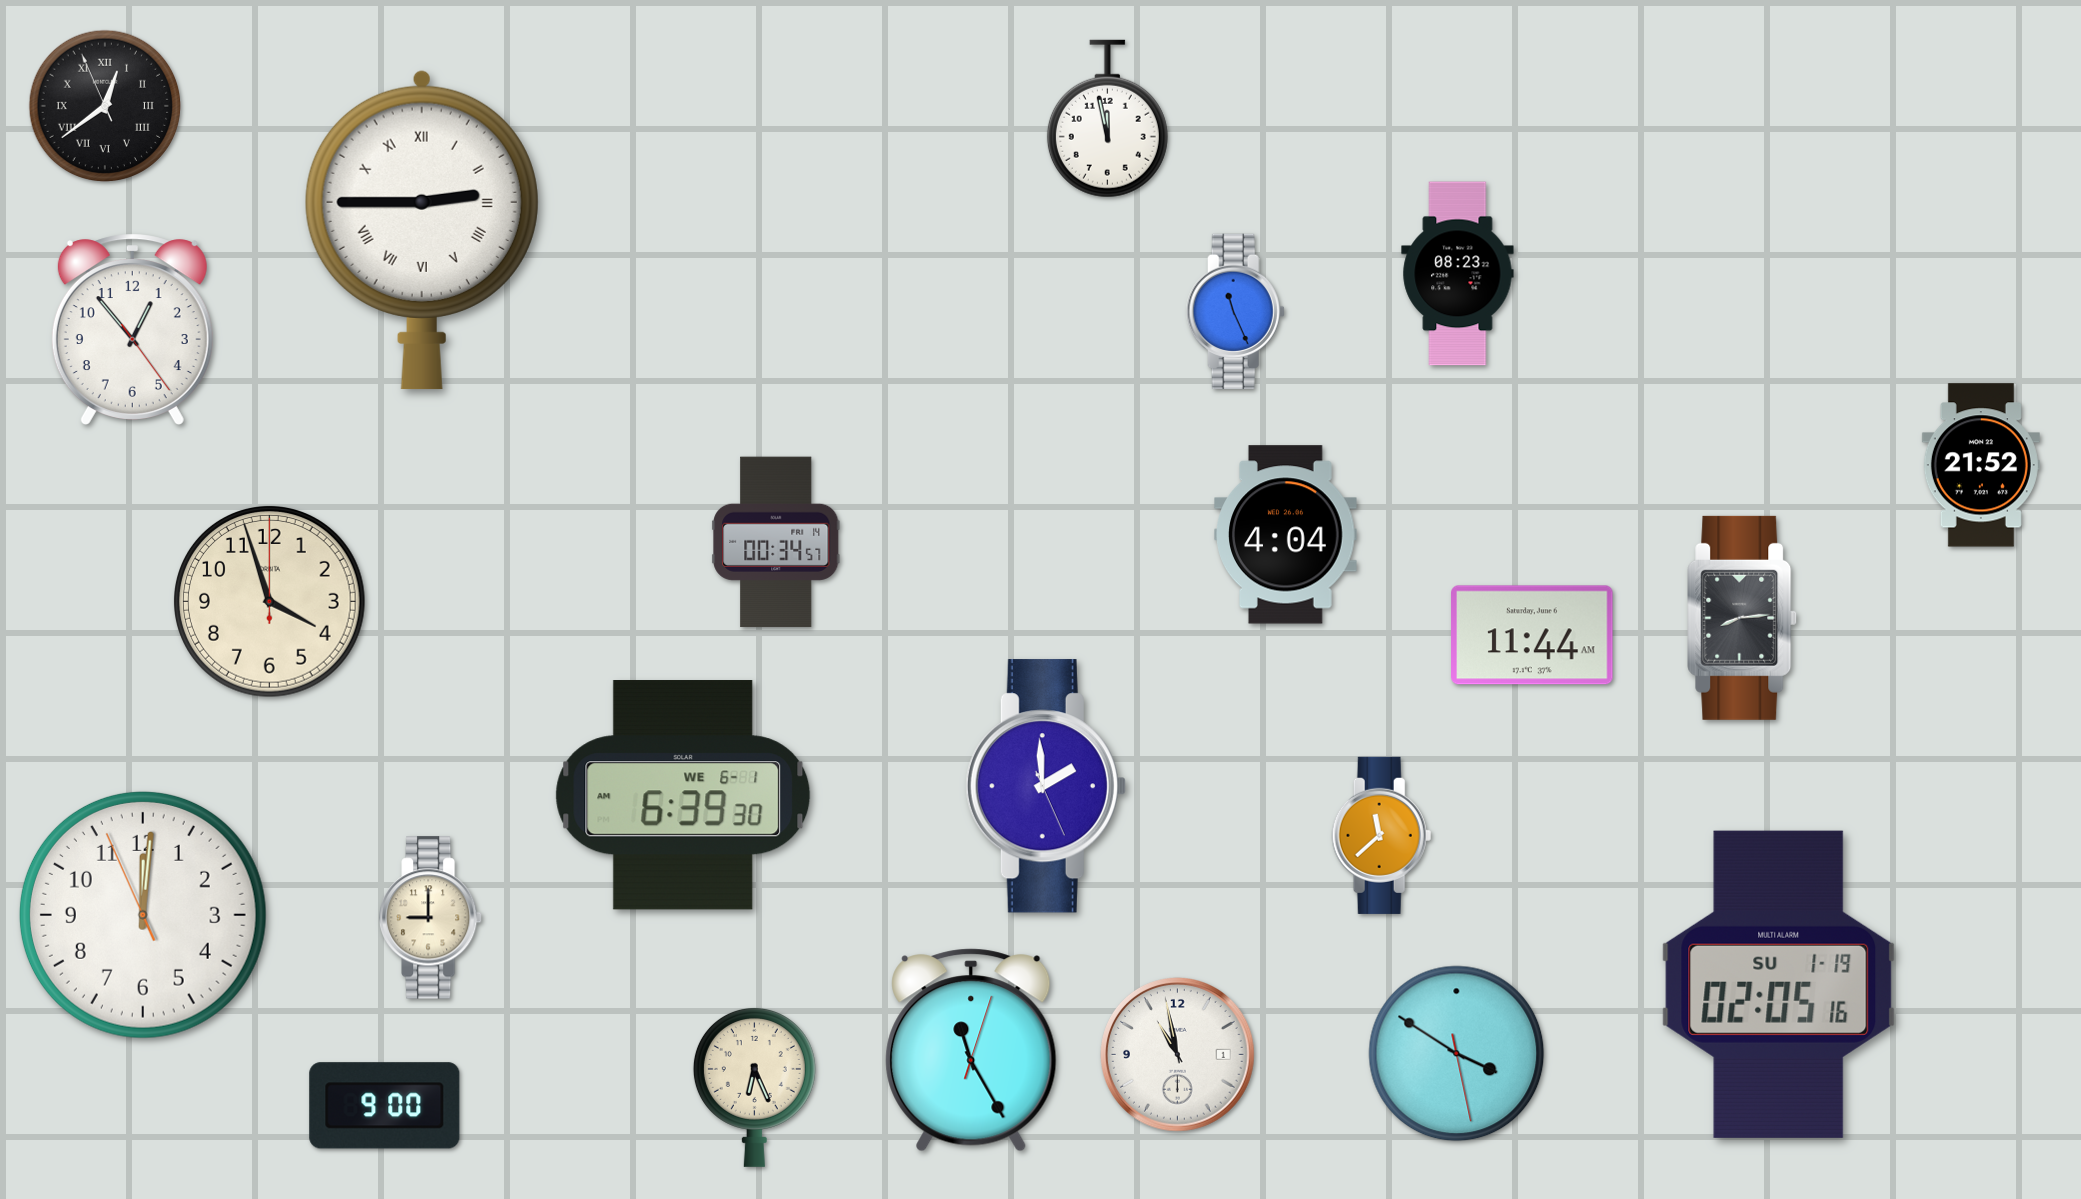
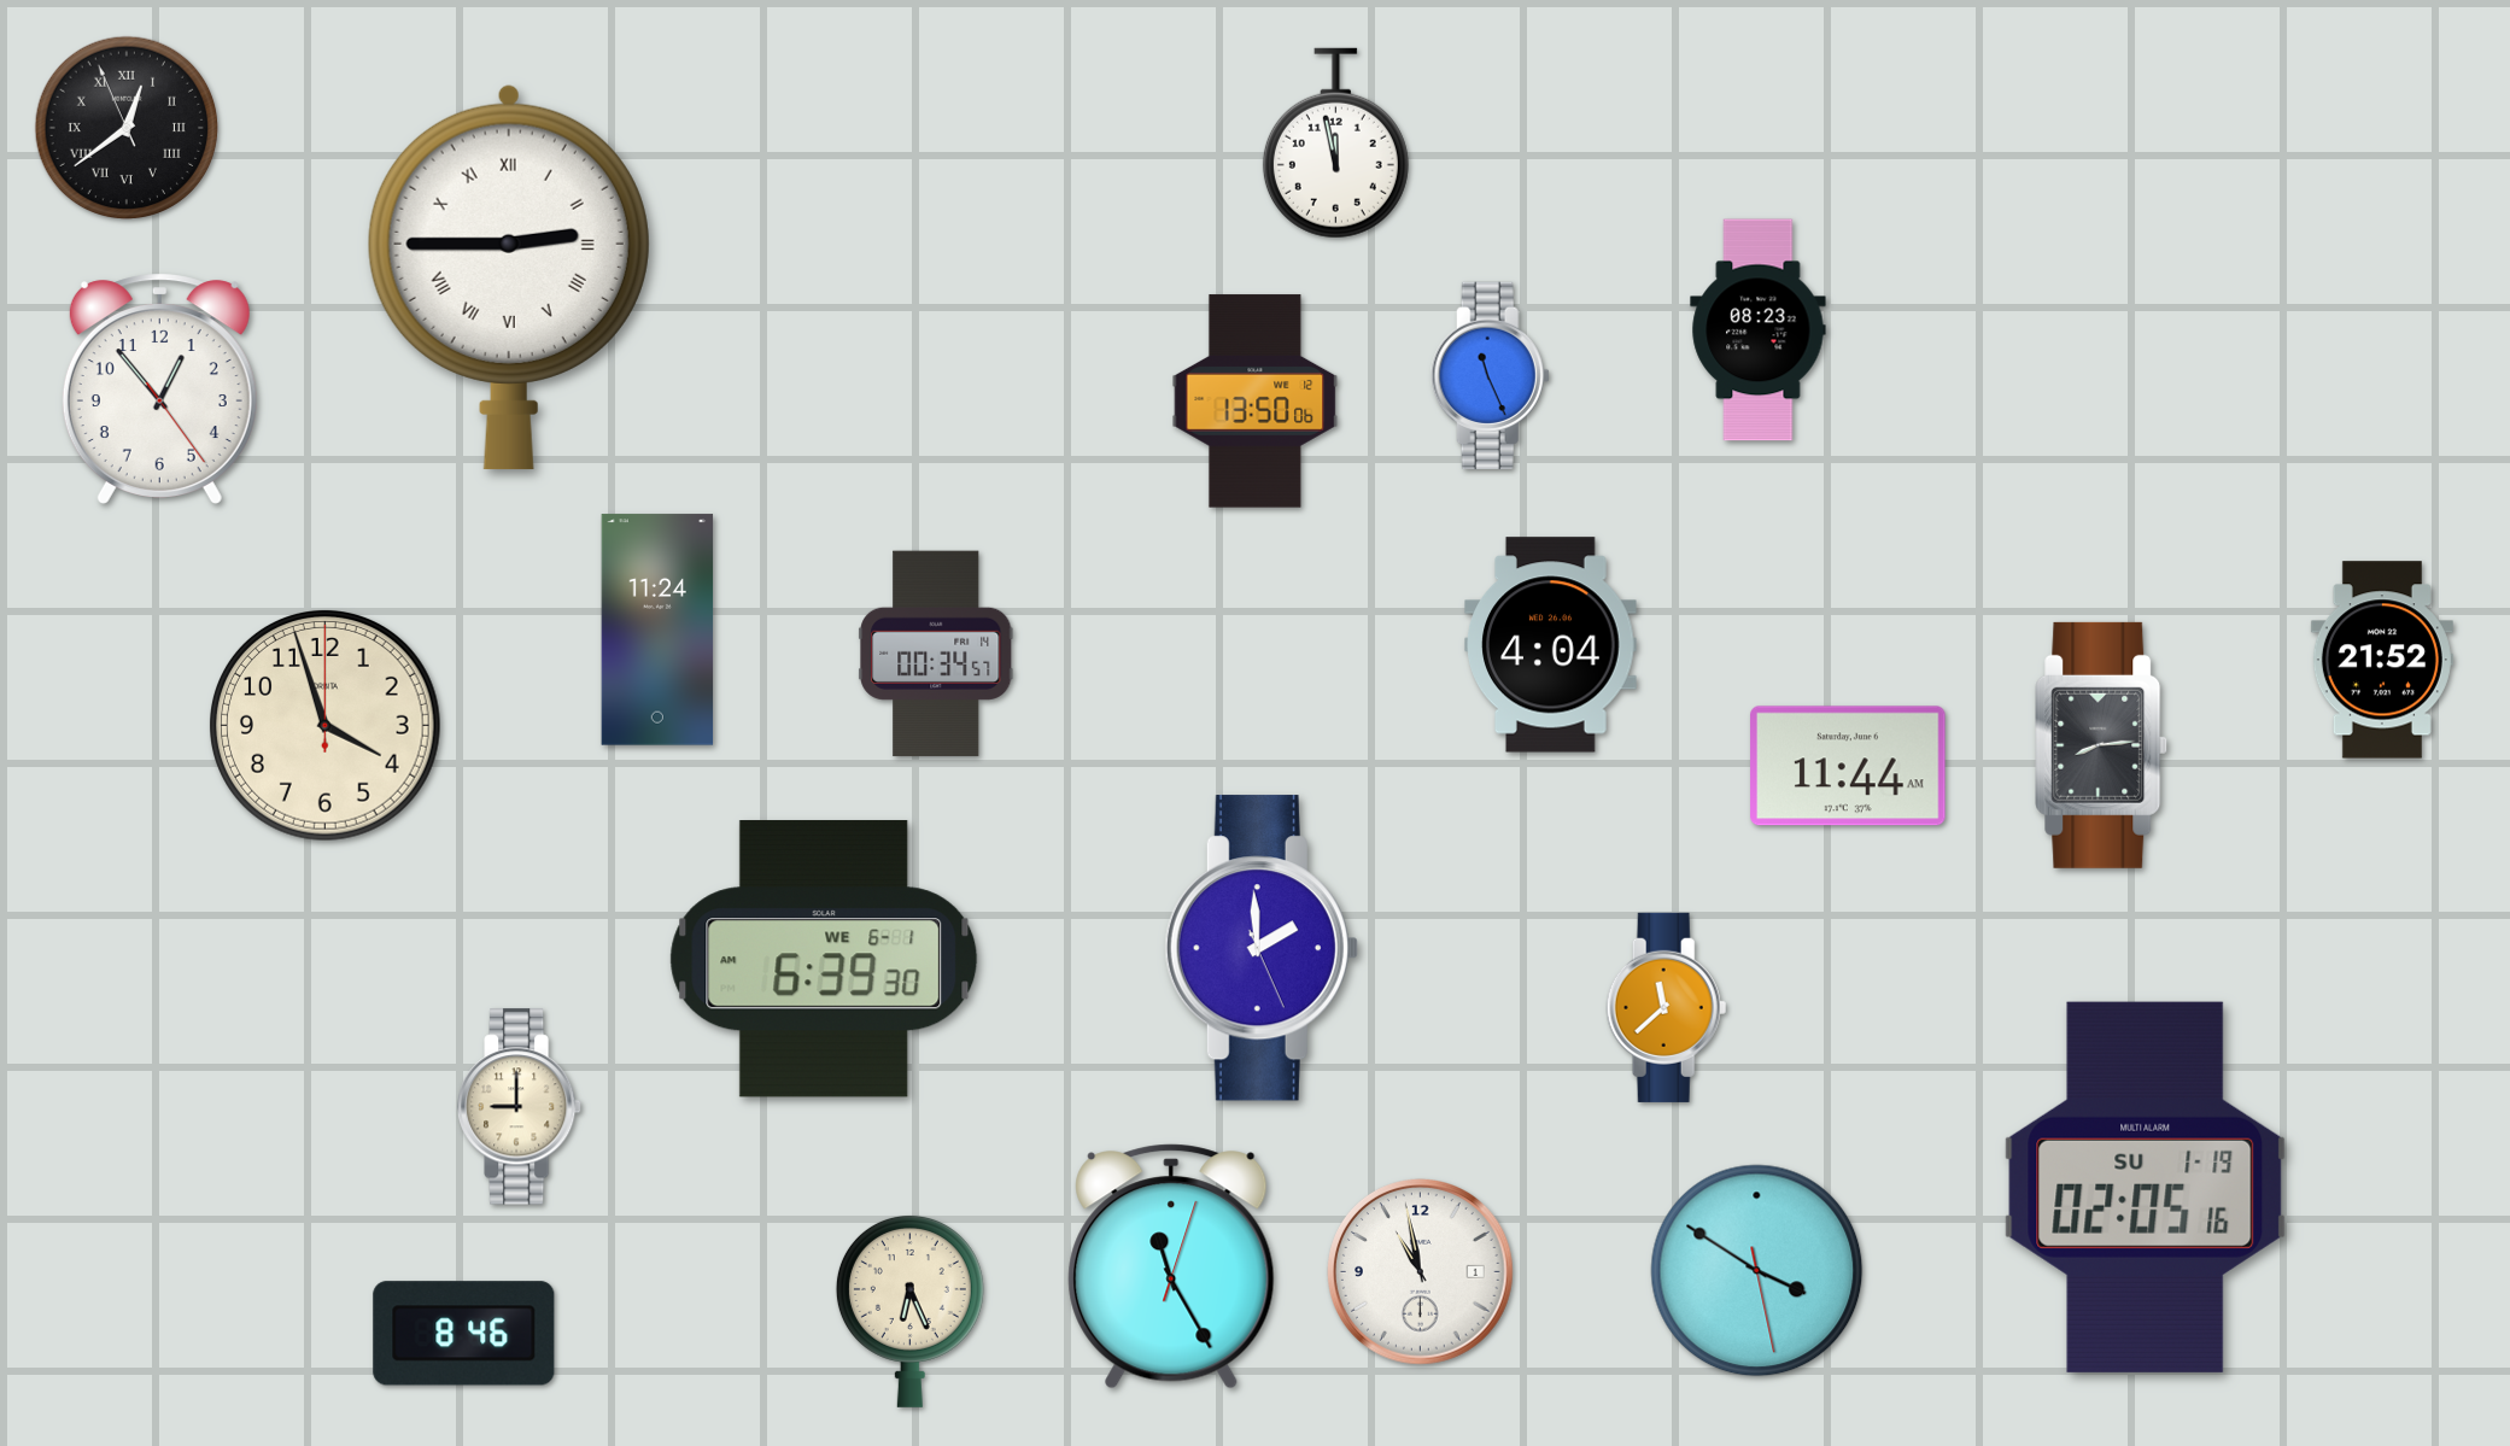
clock at (132, 329) position: (132, 329) -> (159, 388)
clock at (1256, 402): none -> 13:50
clock at (1981, 465) position: (1981, 465) -> (2382, 660)
clock at (657, 630): none -> 11:24
clock at (143, 915): 12:00 -> none
clock at (385, 1106): 9:00 -> 8:46
